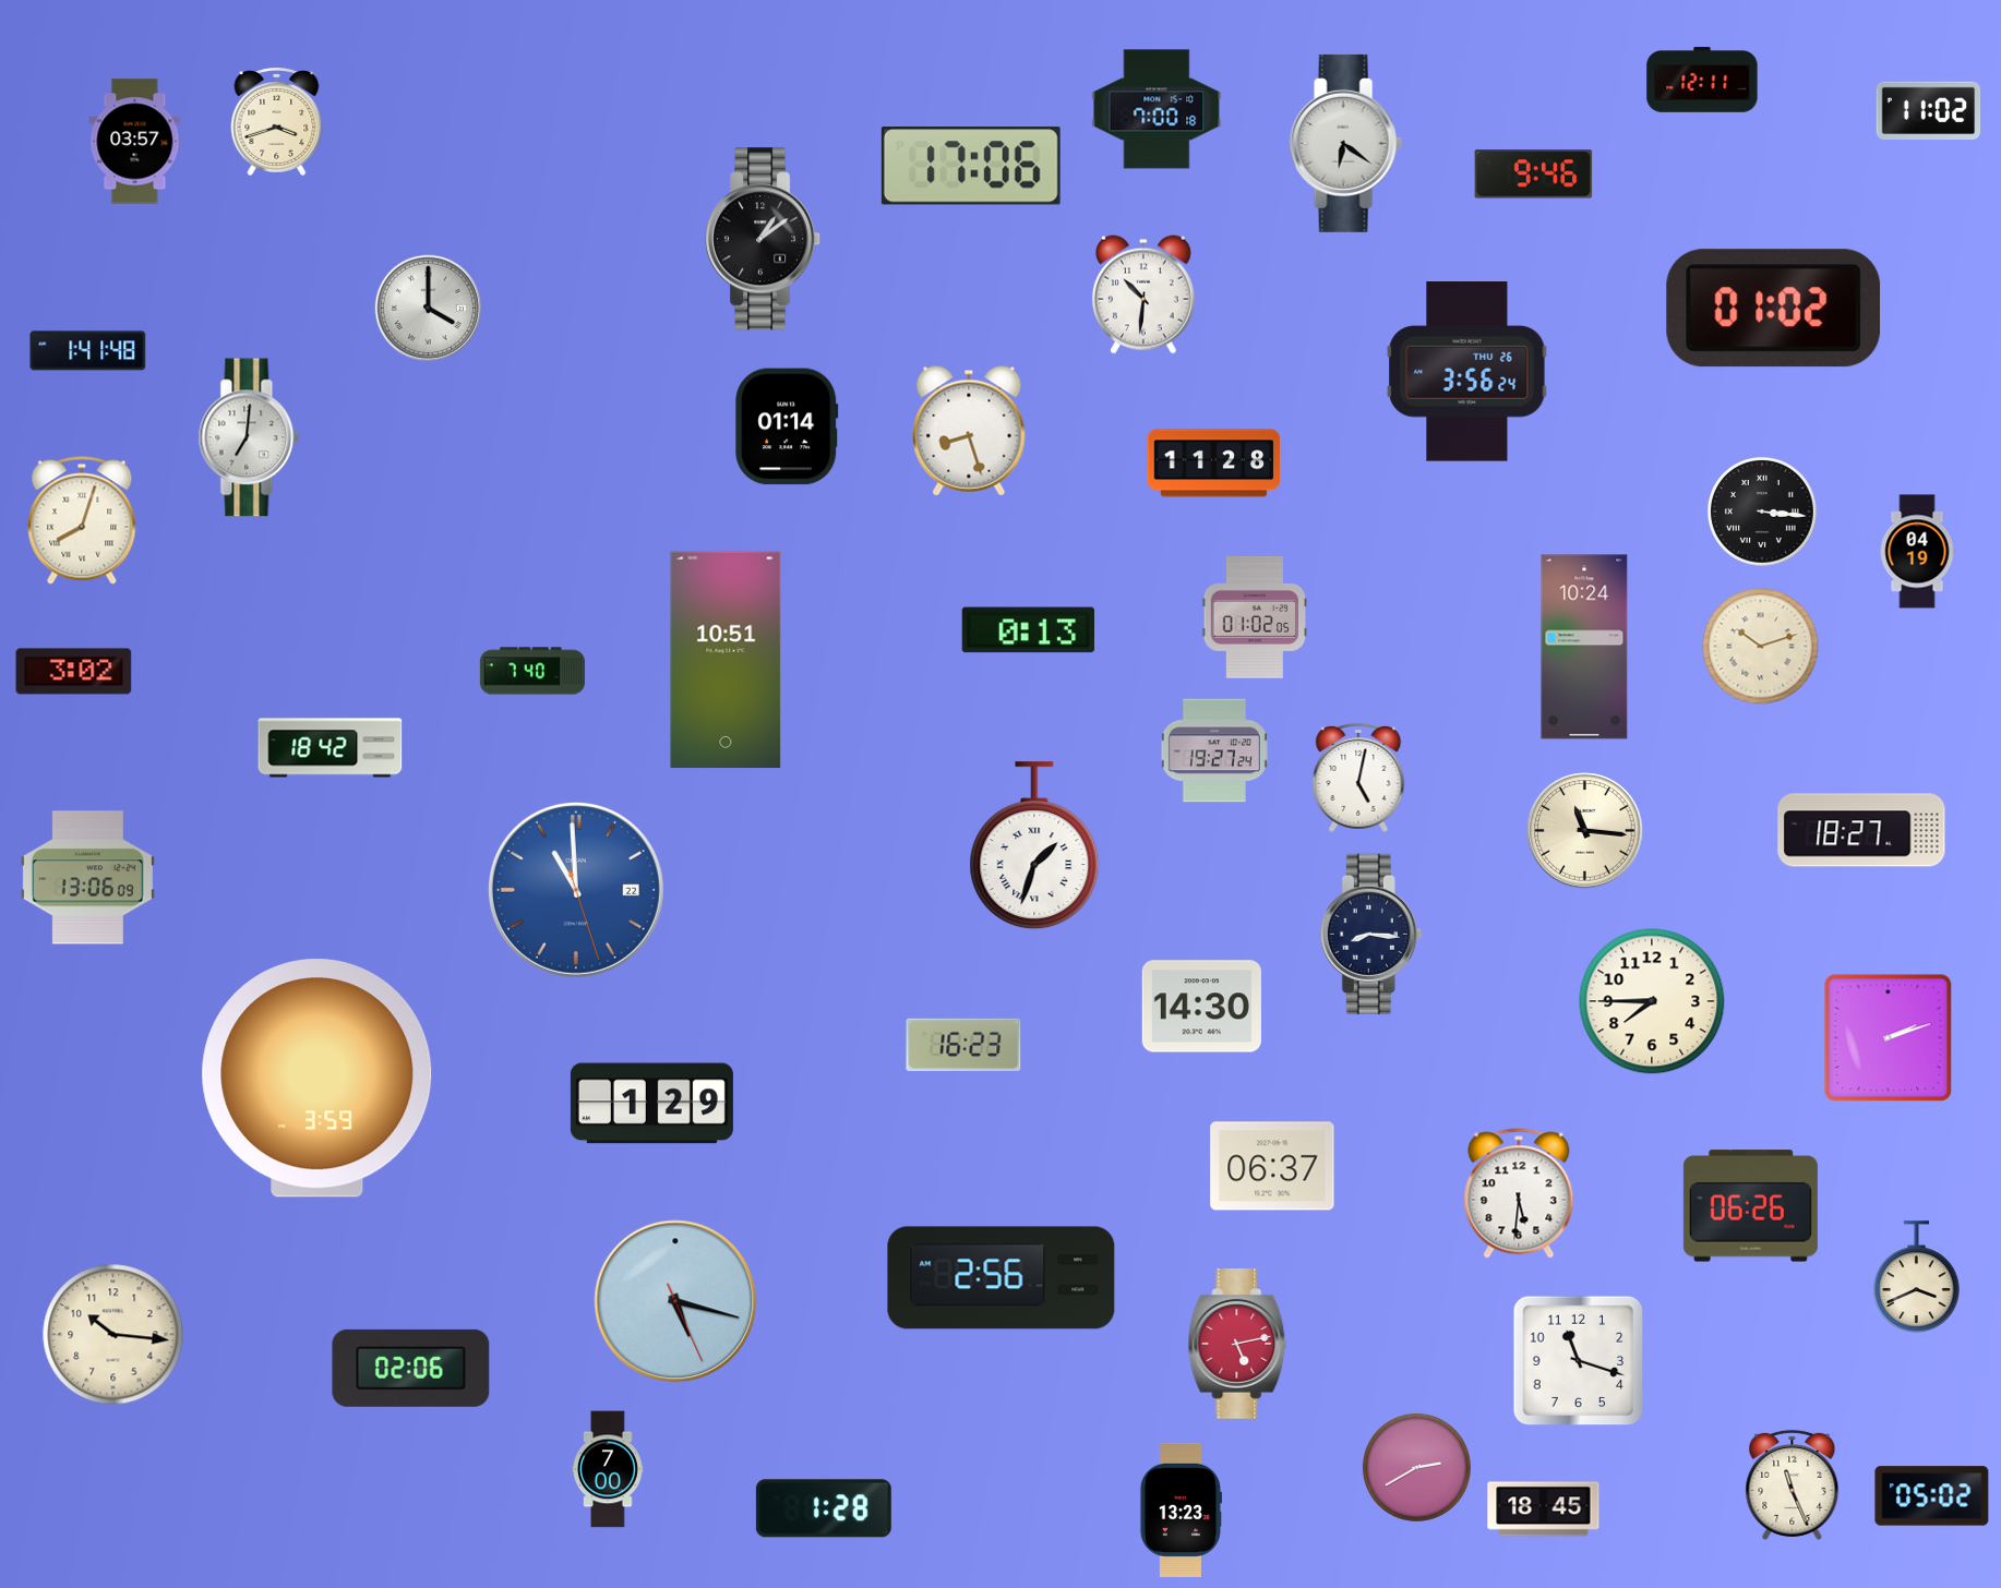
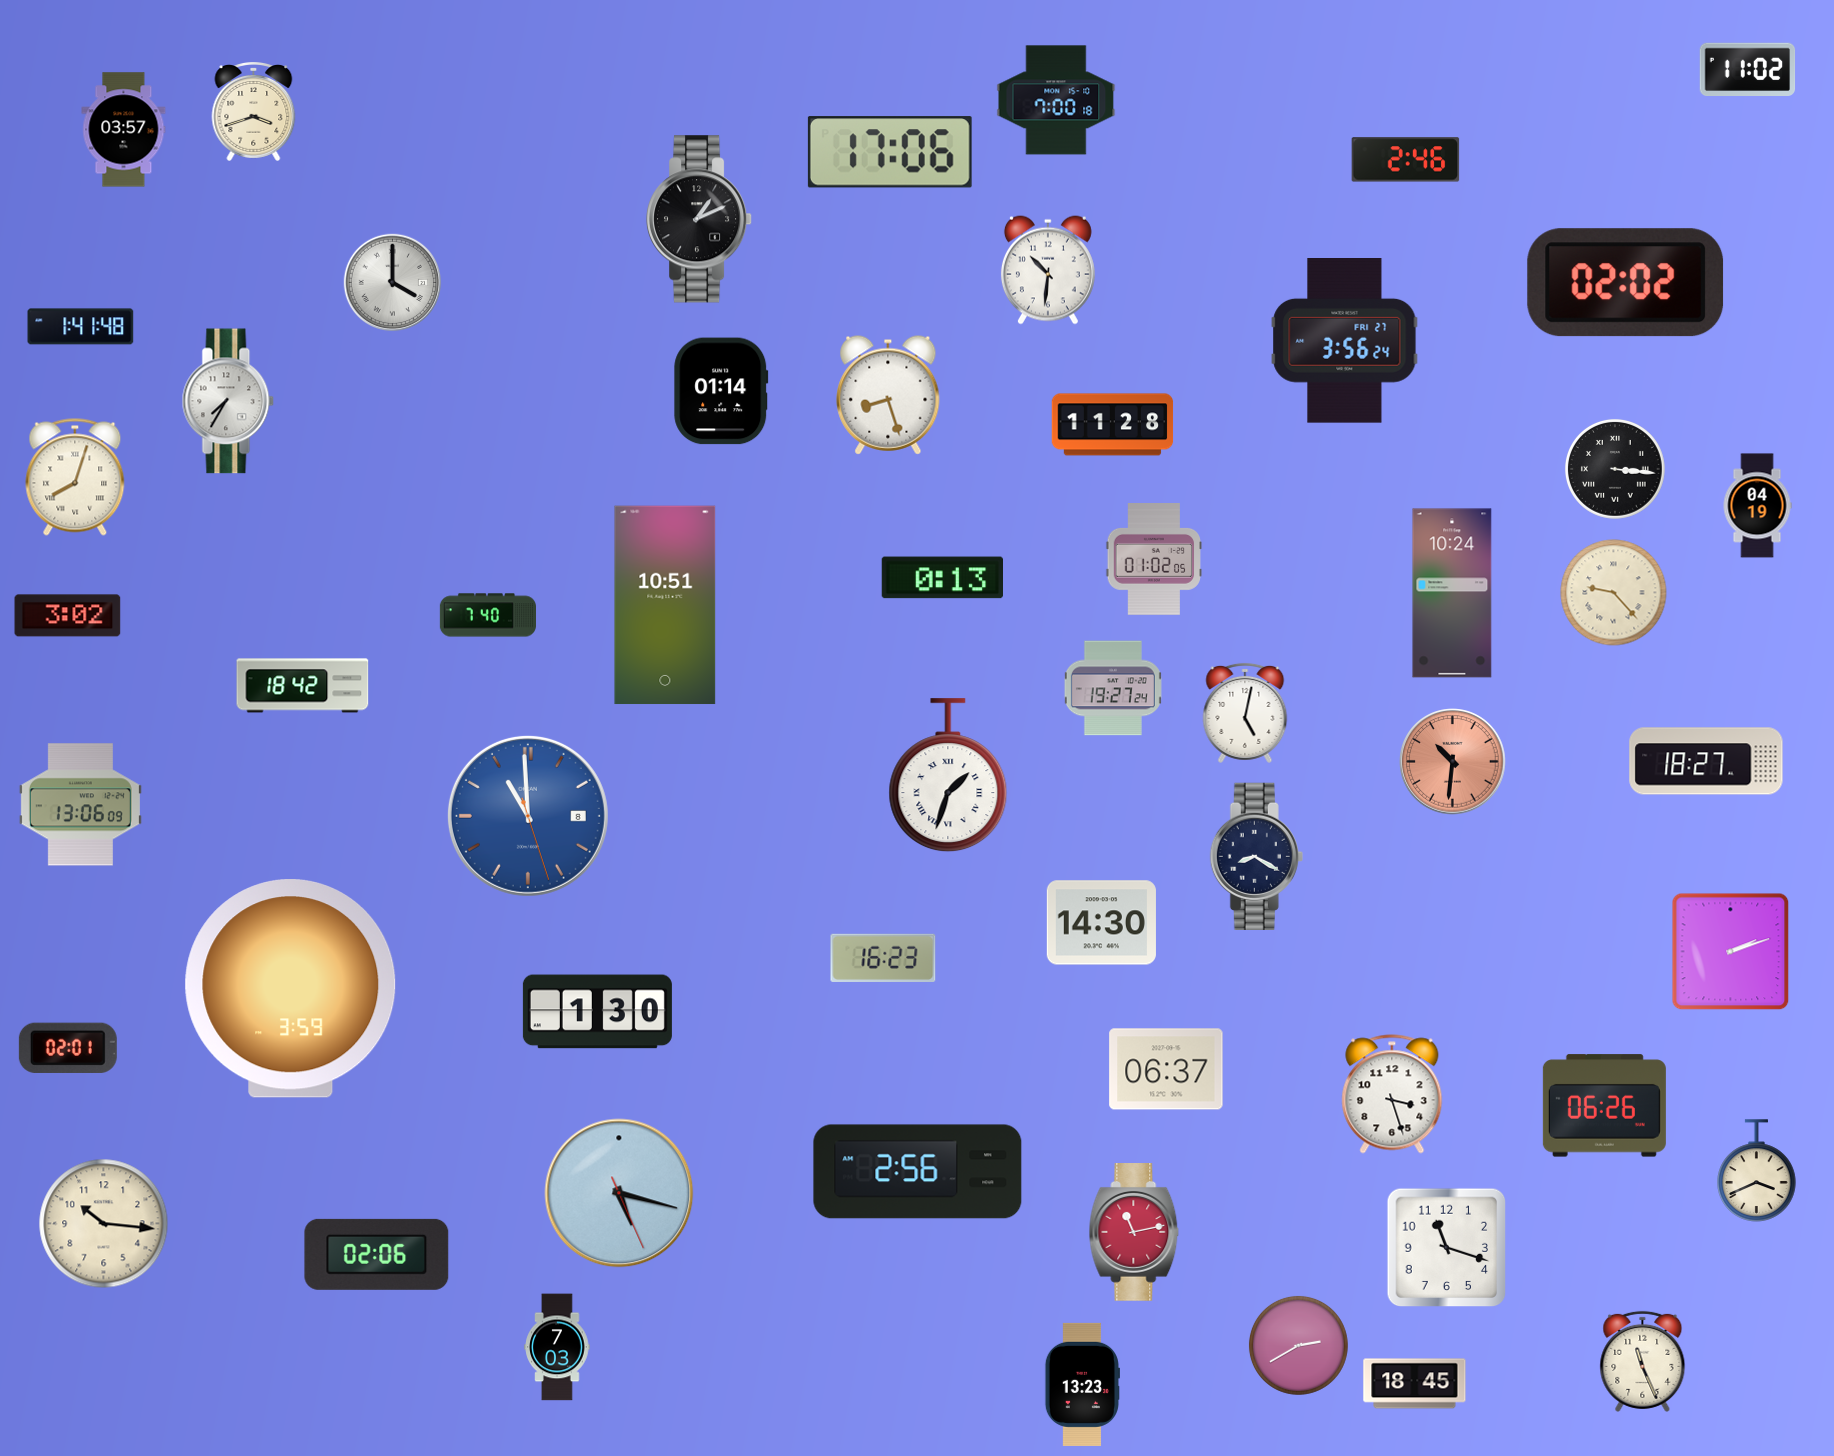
clock at (1702, 80): 12:11 -> none
clock at (1157, 109) position: (1157, 109) -> (1056, 100)
clock at (1929, 111) position: (1929, 111) -> (1748, 70)
clock at (1345, 143): 6:21 -> none
clock at (1534, 175): 9:46 -> 2:46
clock at (764, 239): 1:09 -> 1:11
clock at (1774, 309): 01:02 -> 02:02
clock at (88, 351) position: (88, 351) -> (81, 327)
clock at (1467, 372) date: THU 26 -> FRI 27
clock at (249, 437): 7:01 -> 7:35
clock at (1254, 618) position: (1254, 618) -> (1153, 560)
clock at (1761, 647): 10:12 -> 9:23
clock at (1585, 831): 11:16 -> 10:31
clock at (1585, 831) dial: cream -> salmon
clock at (576, 890) date: 22 -> 8
clock at (1370, 934): 8:16 -> 8:20
clock at (1652, 1001): 7:45 -> none
clock at (651, 1104): 1:29 -> 1:30
clock at (68, 1048): none -> 02:01
clock at (1519, 1193): 5:31 -> 3:27
clock at (1237, 1345): 5:13 -> 11:13
clock at (608, 1469): 7:00 -> 7:03
clock at (1932, 1496): 05:02 -> none
clock at (824, 1508): 1:28 -> none
